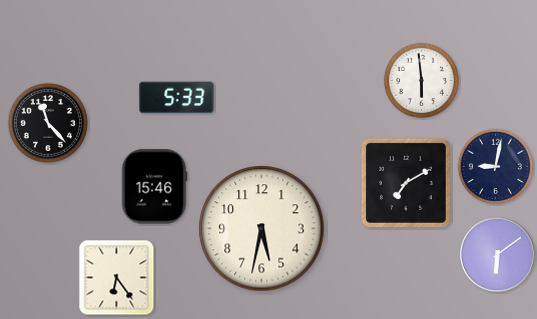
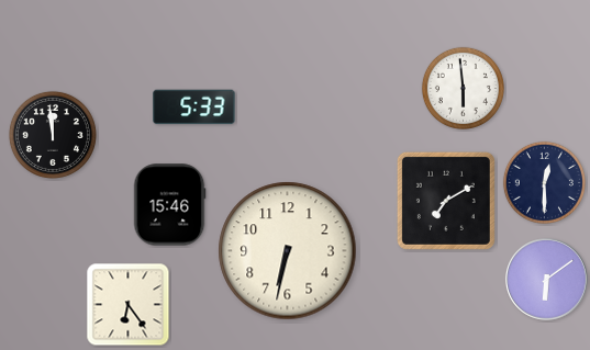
clock at (48, 123): 11:23 -> 11:59
clock at (495, 166): 9:02 -> 12:30
clock at (262, 229): 5:32 -> 6:32
